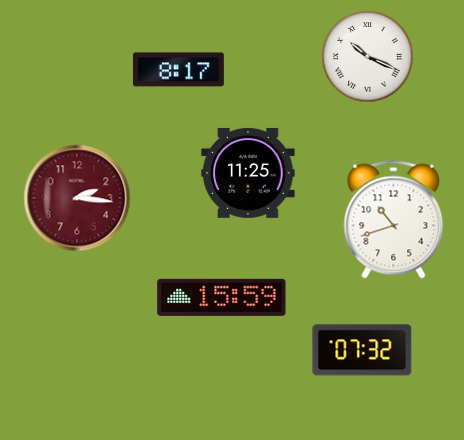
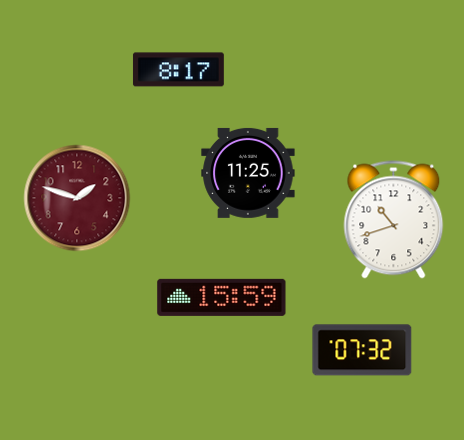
clock at (368, 57): 10:19 -> none
clock at (77, 198): 2:16 -> 1:48
